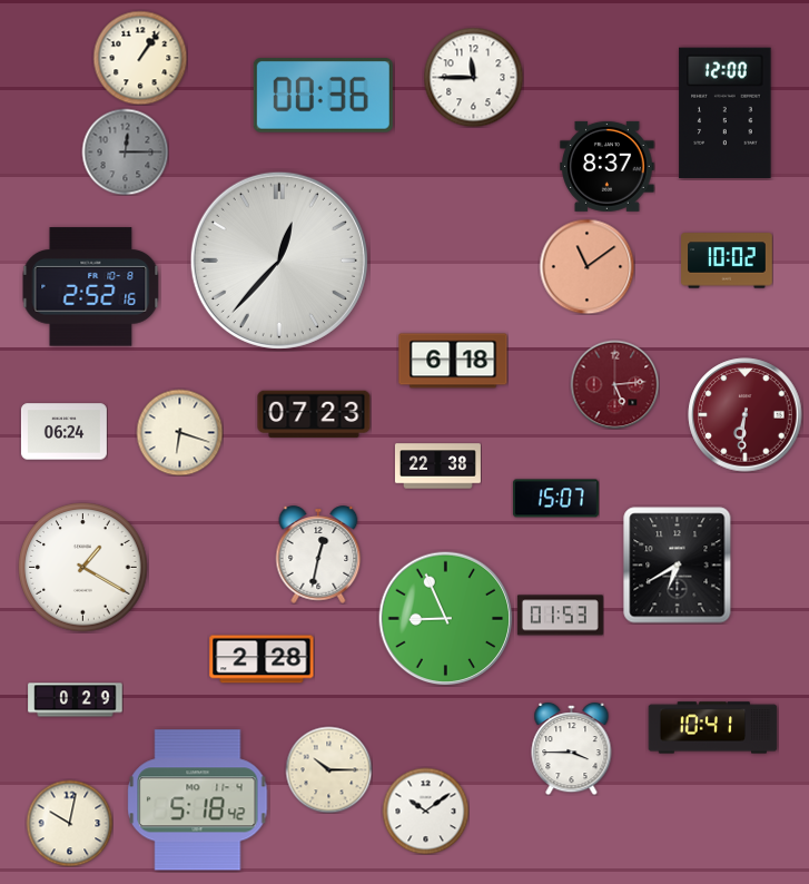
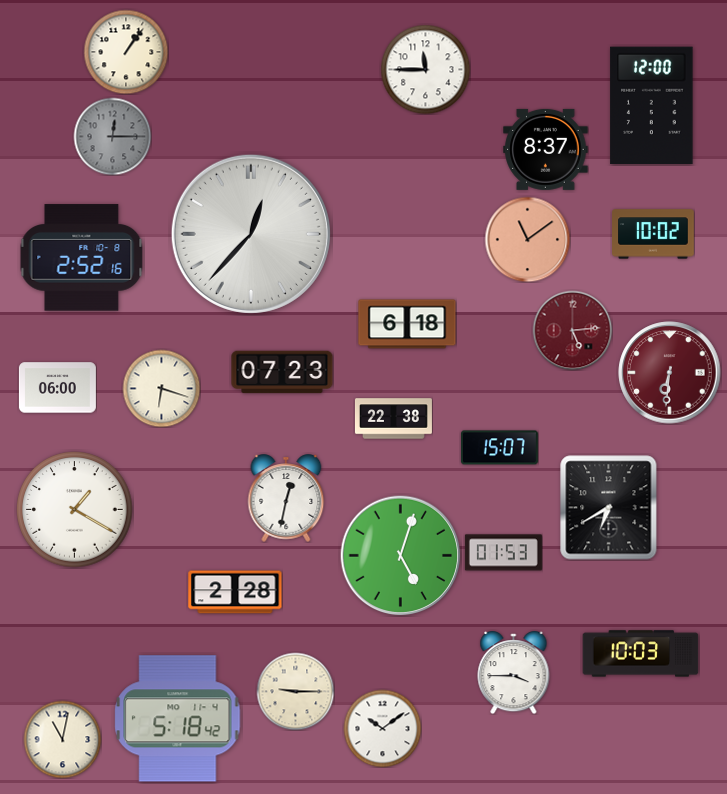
clock at (323, 96): 00:36 -> none
clock at (726, 114) position: (726, 114) -> (652, 106)
clock at (614, 384) position: (614, 384) -> (572, 330)
clock at (63, 432): 06:24 -> 06:00
clock at (446, 619): 8:56 -> 5:03
clock at (76, 700): 0:29 -> none
clock at (713, 728): 10:41 -> 10:03
clock at (328, 769): 10:15 -> 9:15
clock at (69, 823): 10:02 -> 11:02
